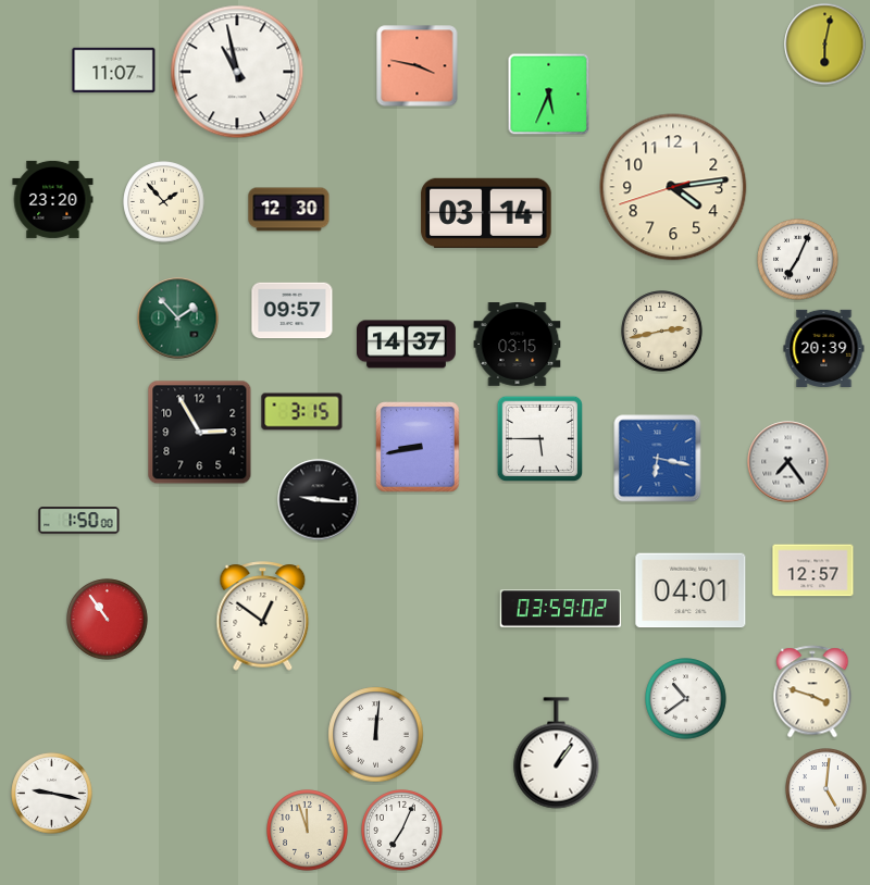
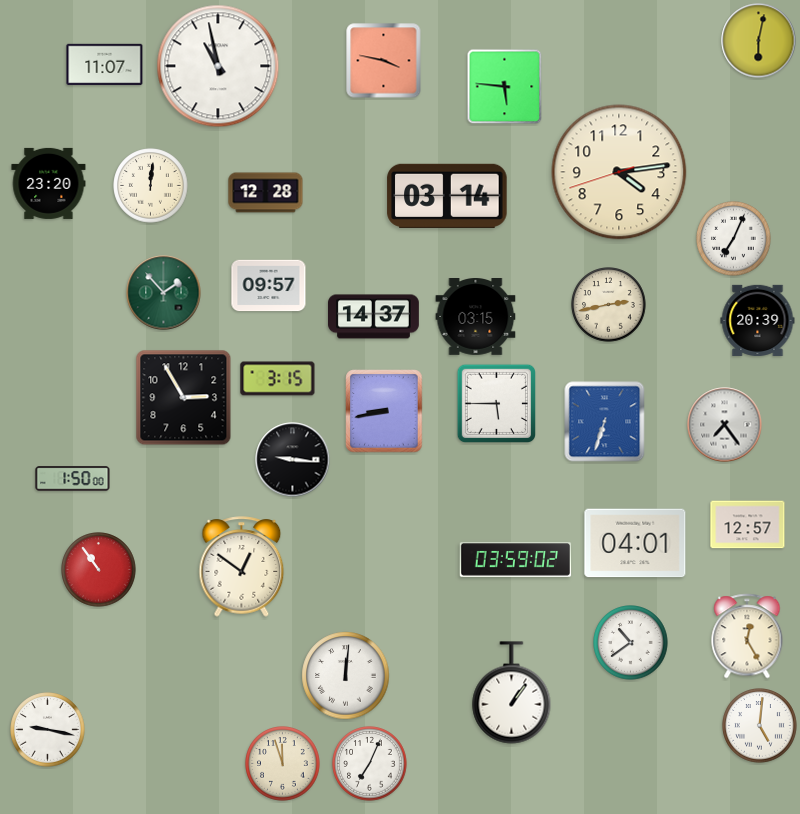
clock at (549, 95): 5:34 -> 5:46
clock at (164, 202): 1:53 -> 12:01
clock at (289, 210): 12:30 -> 12:28
clock at (658, 459): 6:17 -> 6:33
clock at (812, 691): 3:48 -> 12:25
